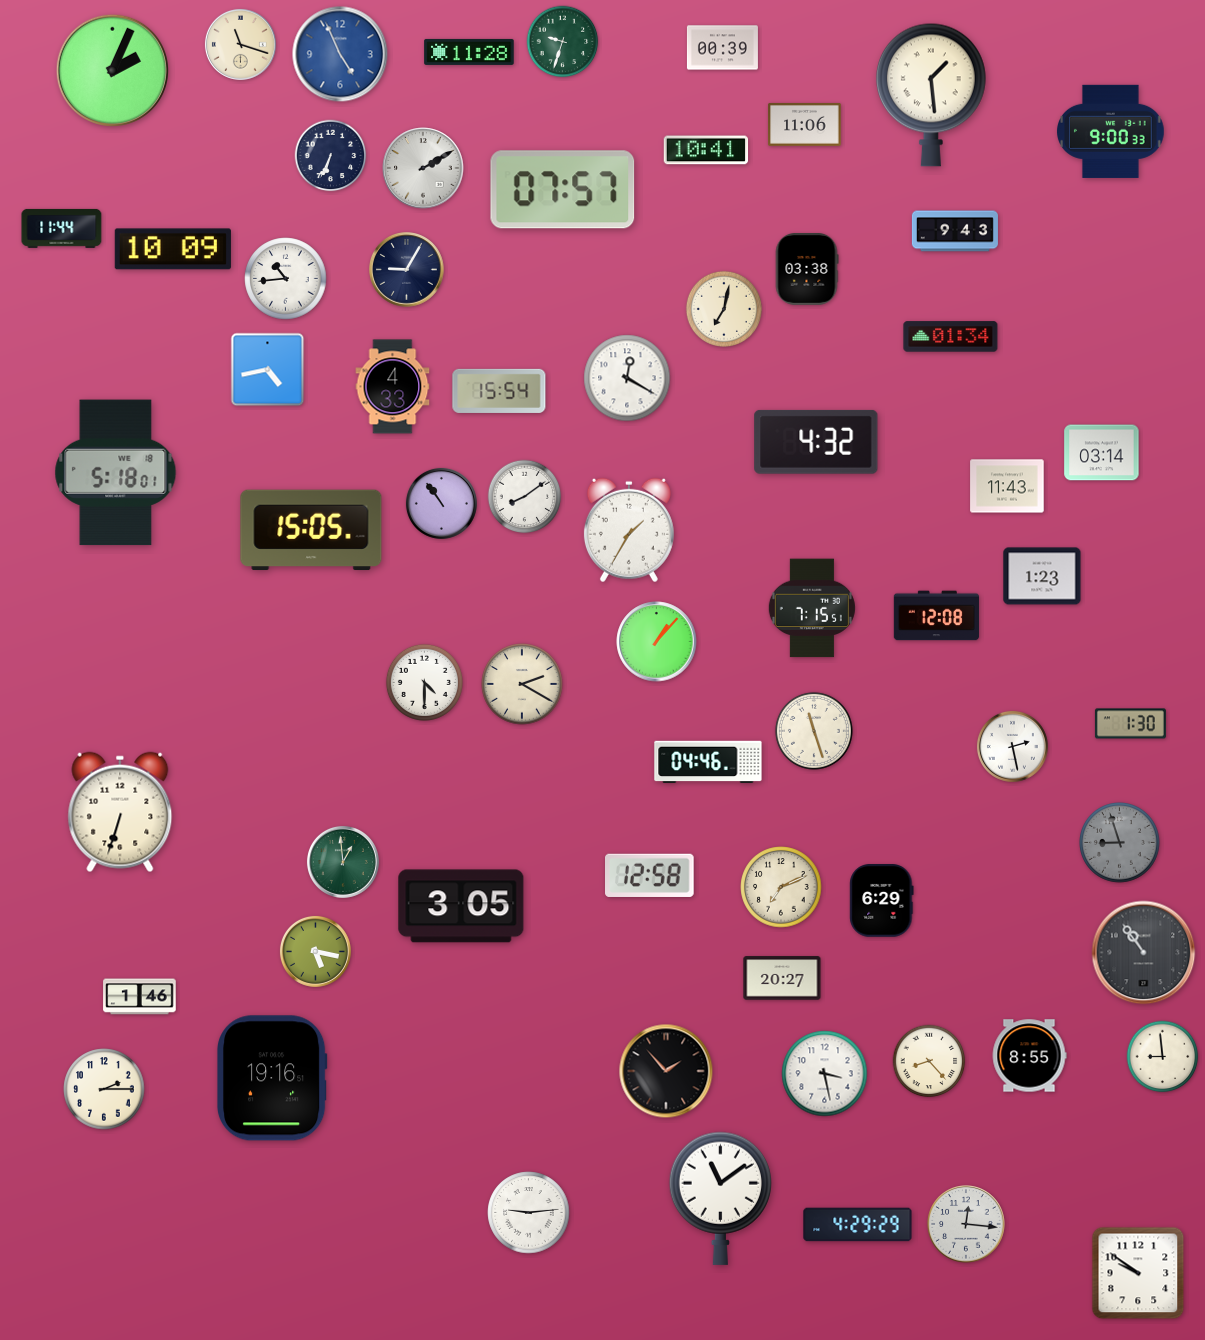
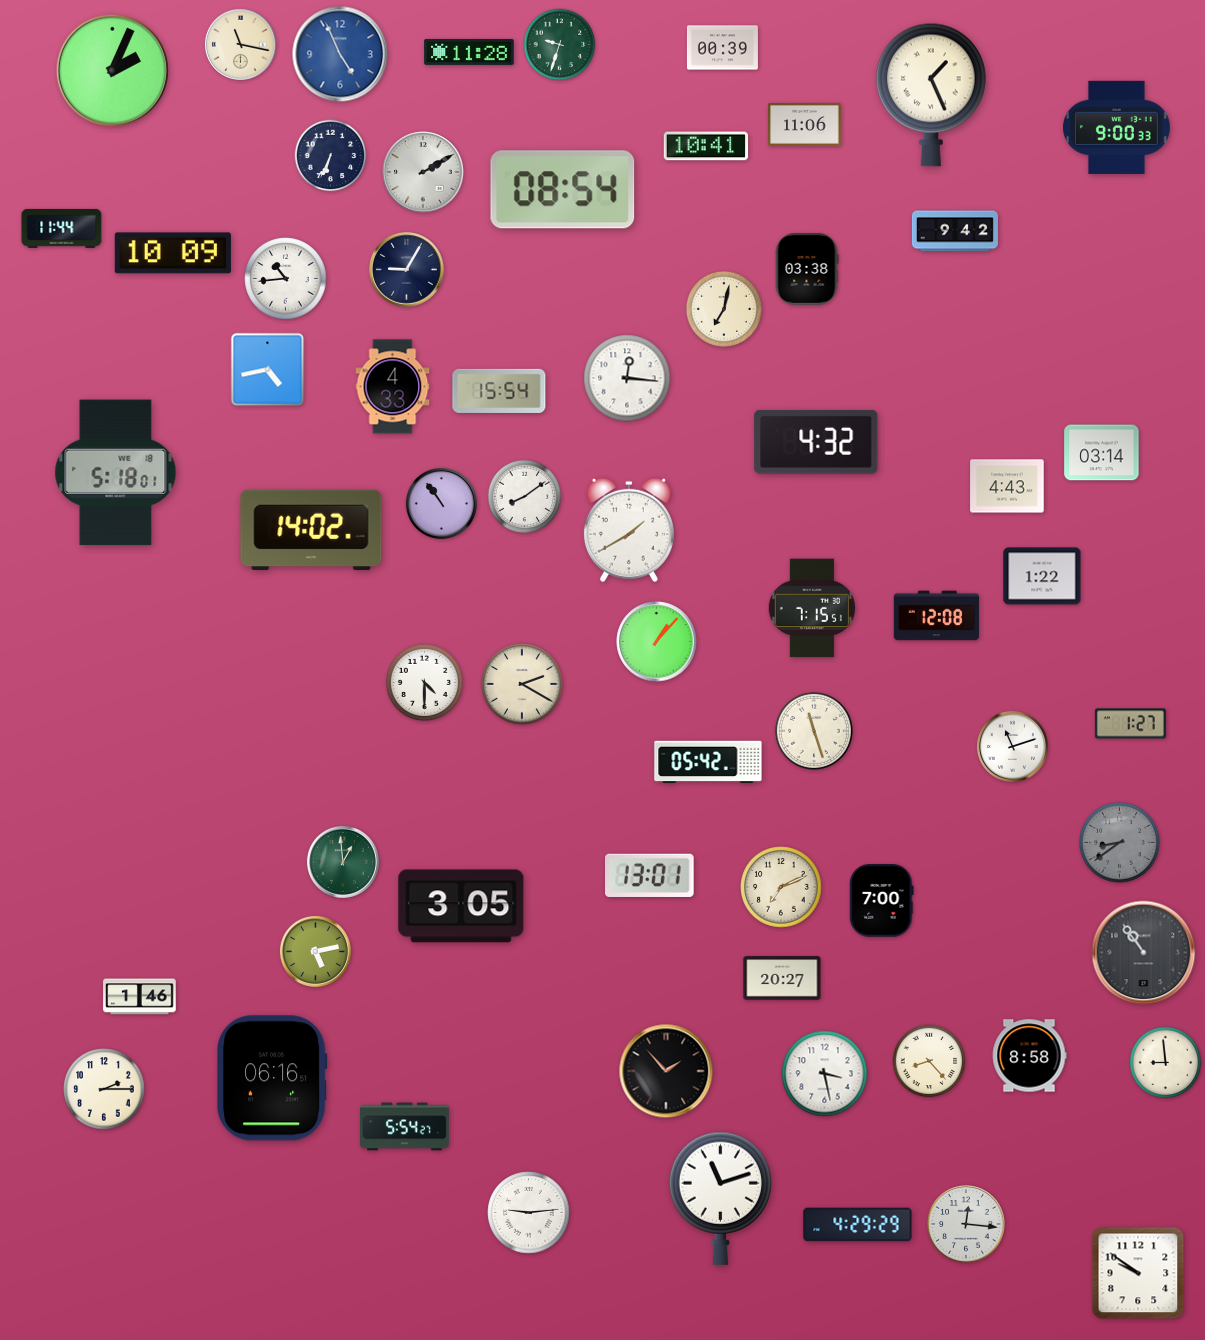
clock at (563, 42) position: (563, 42) -> (560, 45)
clock at (240, 44): 11:18 -> 11:17
clock at (931, 95): 1:29 -> 1:26
clock at (1111, 131) position: (1111, 131) -> (1117, 127)
clock at (706, 150) position: (706, 150) -> (706, 146)
clock at (423, 168) position: (423, 168) -> (423, 172)
clock at (563, 190): 07:57 -> 08:54
clock at (955, 231): 9:43 -> 9:42
clock at (173, 249) position: (173, 249) -> (173, 253)
clock at (951, 337): 01:34 -> none
clock at (627, 378): 12:20 -> 12:16
clock at (1007, 486): 11:43 -> 4:43
clock at (311, 530): 15:05 -> 14:02
clock at (629, 530): 1:35 -> 1:40
clock at (1042, 576): 1:23 -> 1:22
clock at (1130, 724): 1:30 -> 1:27
clock at (1012, 746): 2:28 -> 11:12
clock at (708, 762): 04:46 -> 05:42
clock at (120, 812): 6:33 -> none
clock at (1120, 843): 8:57 -> 8:39
clock at (650, 875): 12:58 -> 13:01
clock at (882, 901): 6:29 -> 7:00
clock at (315, 951): 5:17 -> 5:13
clock at (1029, 1056): 8:55 -> 8:58
clock at (1163, 1057) position: (1163, 1057) -> (1166, 1063)
clock at (272, 1078): 19:16 -> 06:16
clock at (405, 1127): none -> 5:54
clock at (720, 1198): 11:09 -> 11:12
